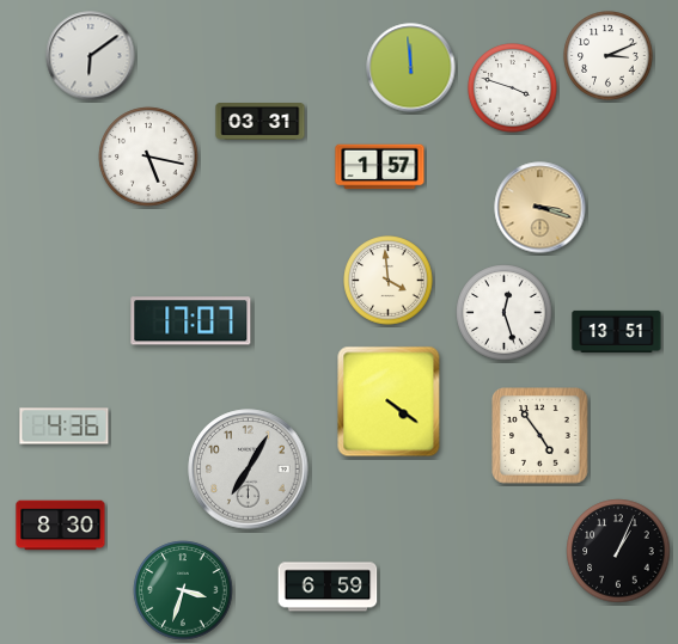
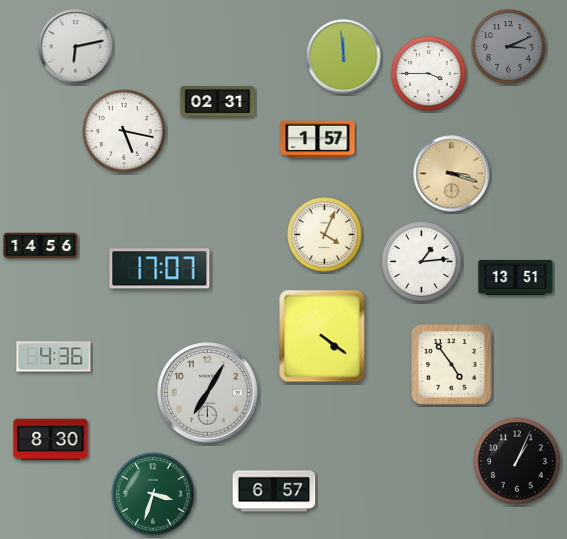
clock at (91, 56): 6:09 -> 6:13
clock at (609, 56) dial: white -> grey
clock at (513, 88): 3:48 -> 3:45
clock at (261, 122): 03:31 -> 02:31
clock at (389, 281): 3:59 -> 4:04
clock at (41, 246): none -> 14:56
clock at (505, 313): 12:27 -> 1:14
clock at (389, 401) position: (389, 401) -> (322, 336)
clock at (328, 587): 6:59 -> 6:57
